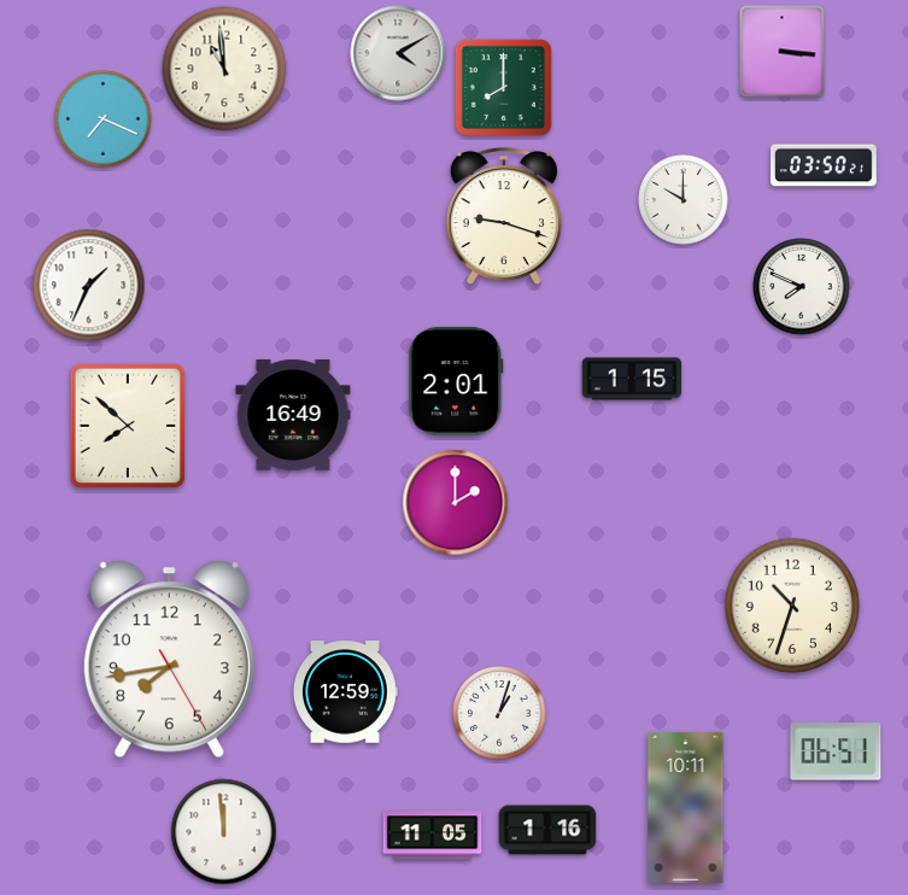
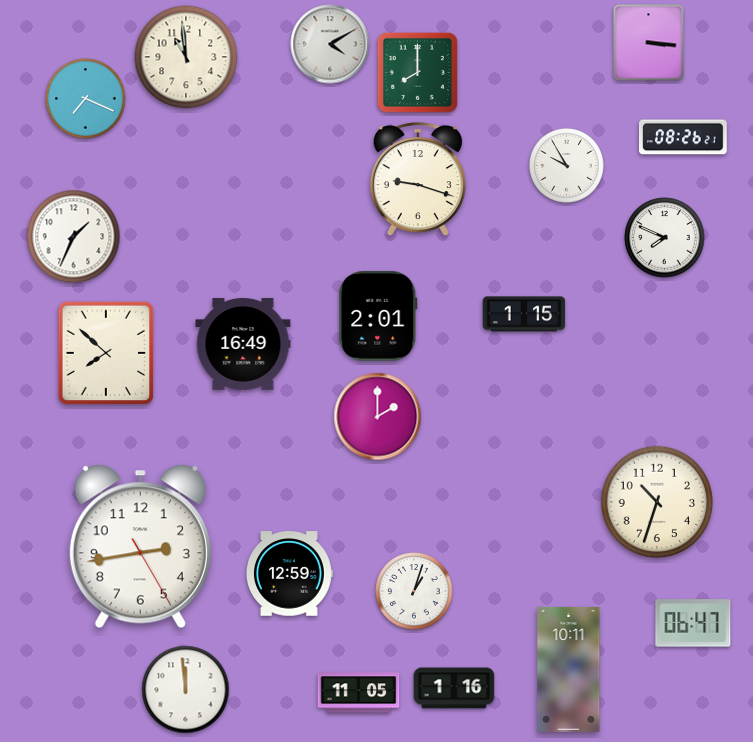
clock at (825, 165): 03:50 -> 08:26
clock at (684, 200): 10:00 -> 9:55
clock at (169, 660): 7:43 -> 2:43
clock at (345, 692) position: (345, 692) -> (289, 574)
clock at (836, 751): 06:51 -> 06:47
